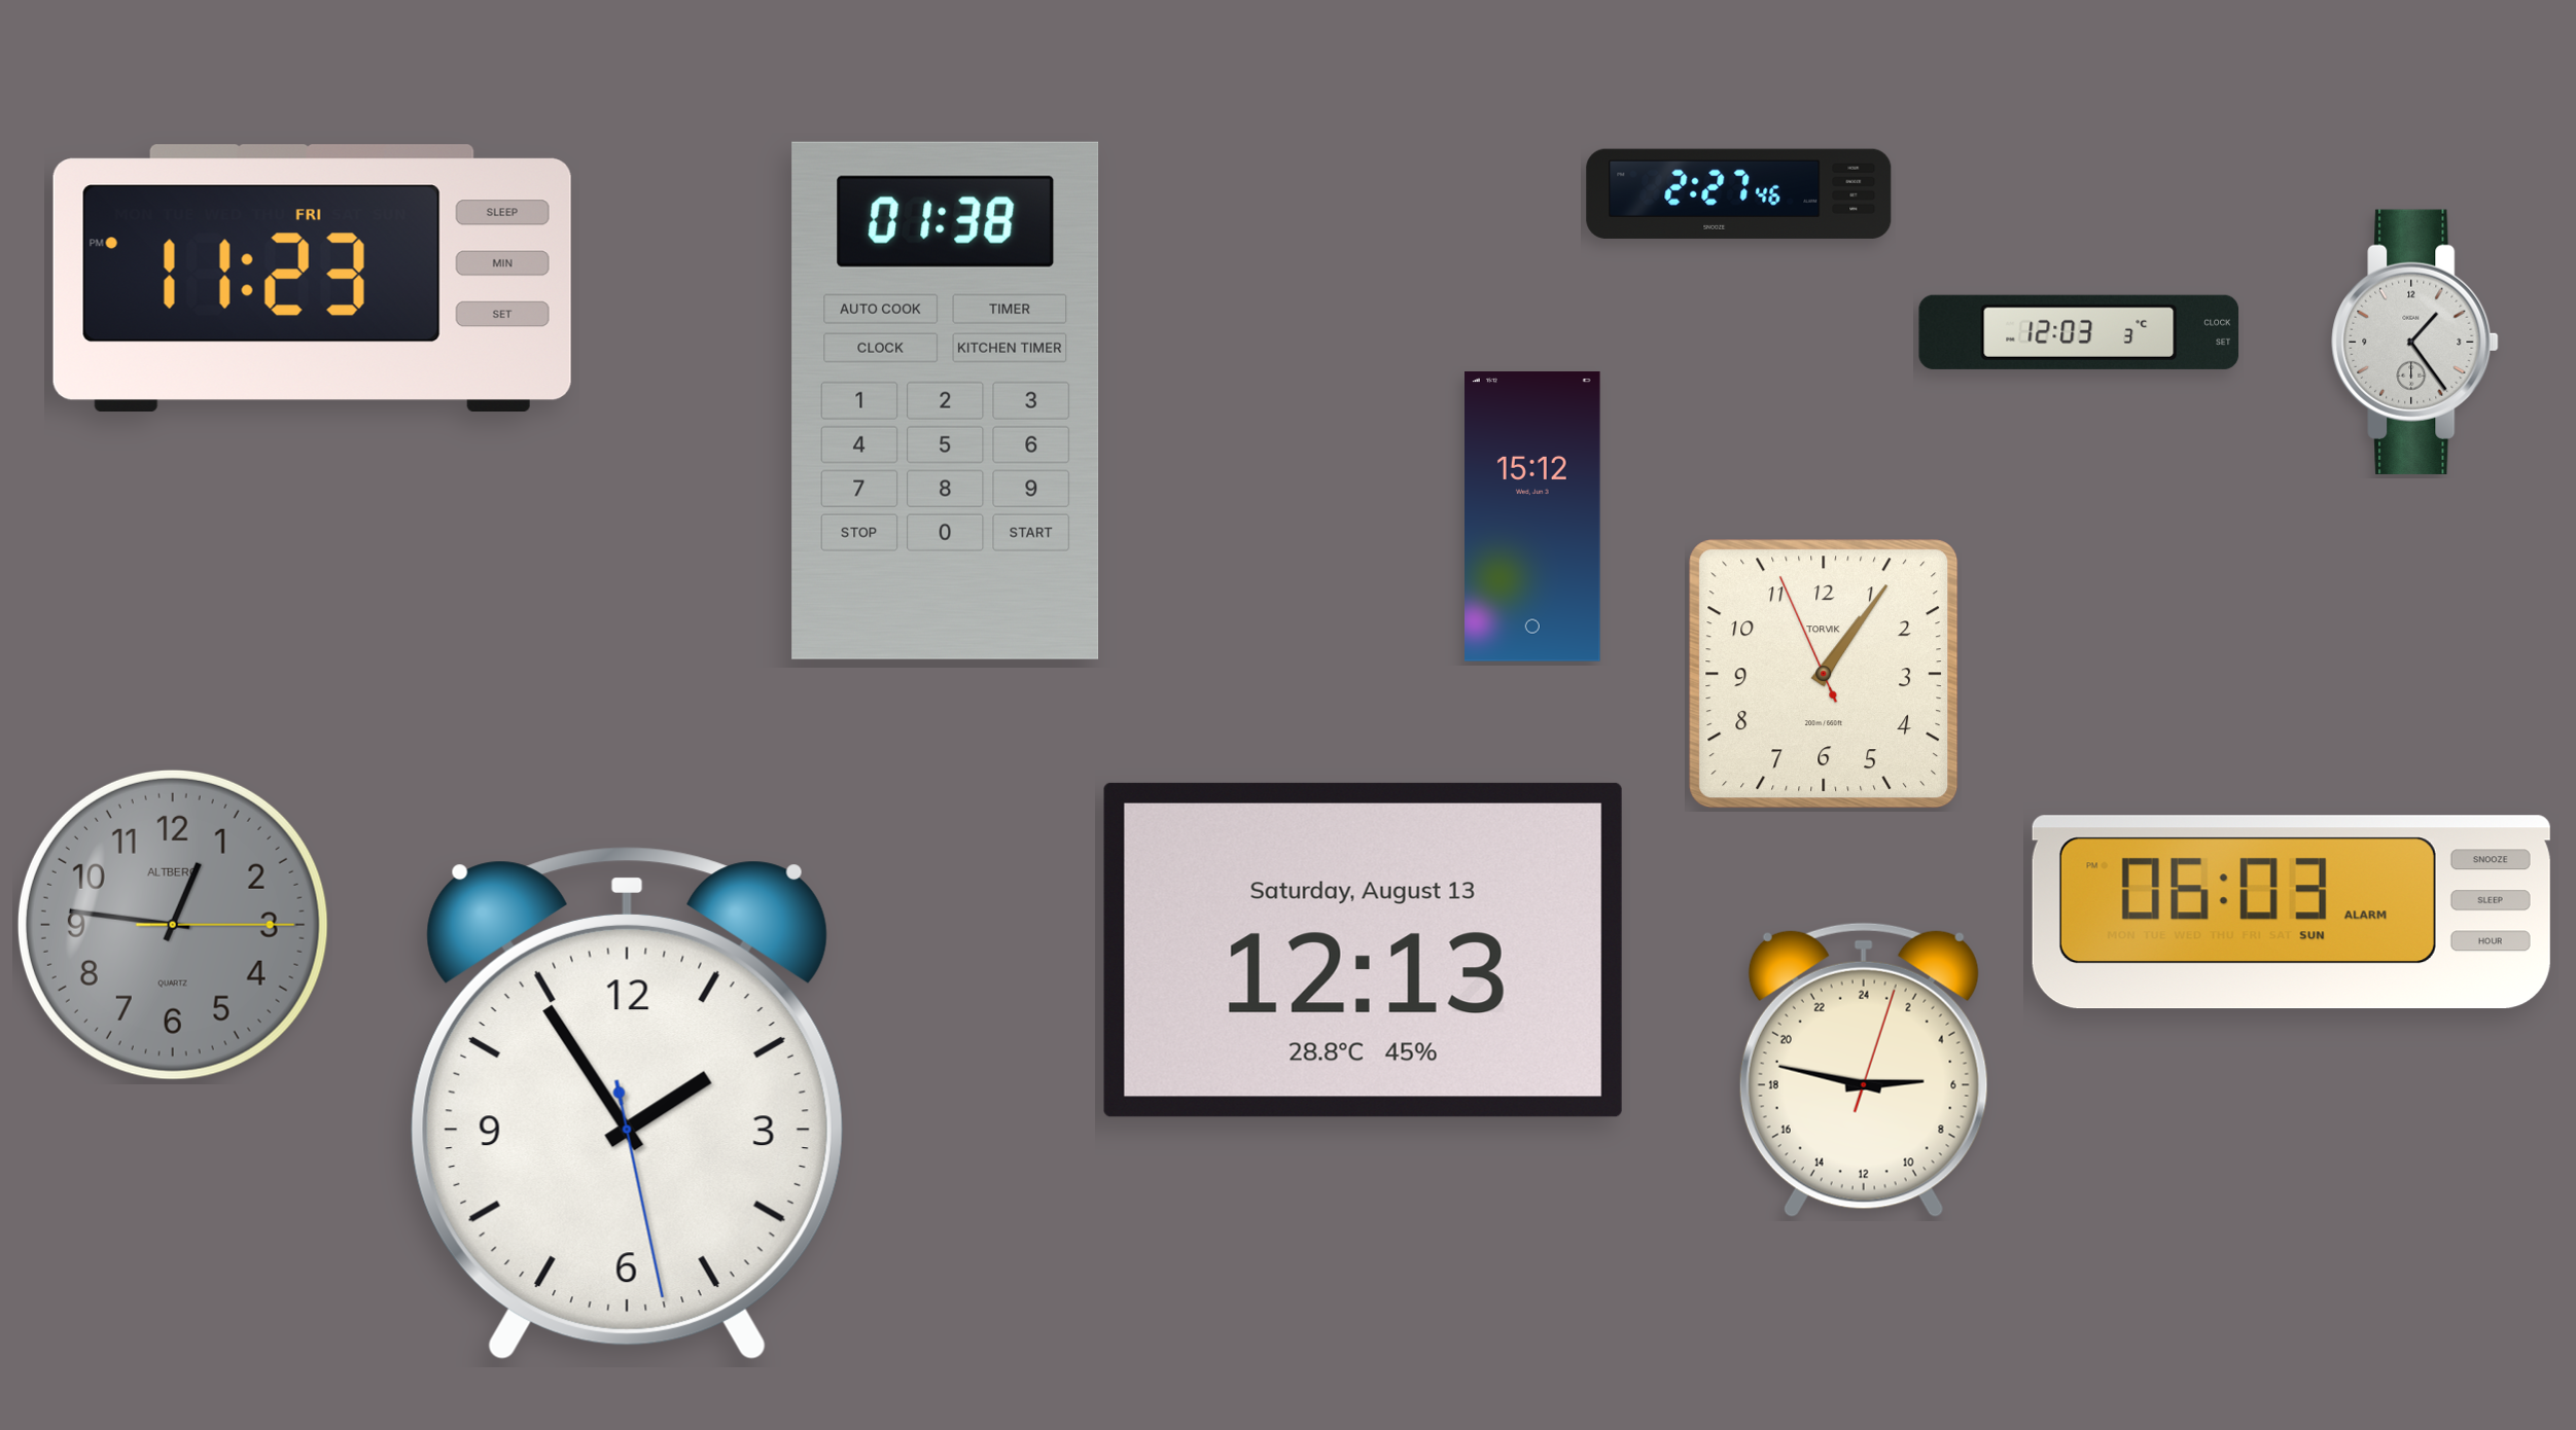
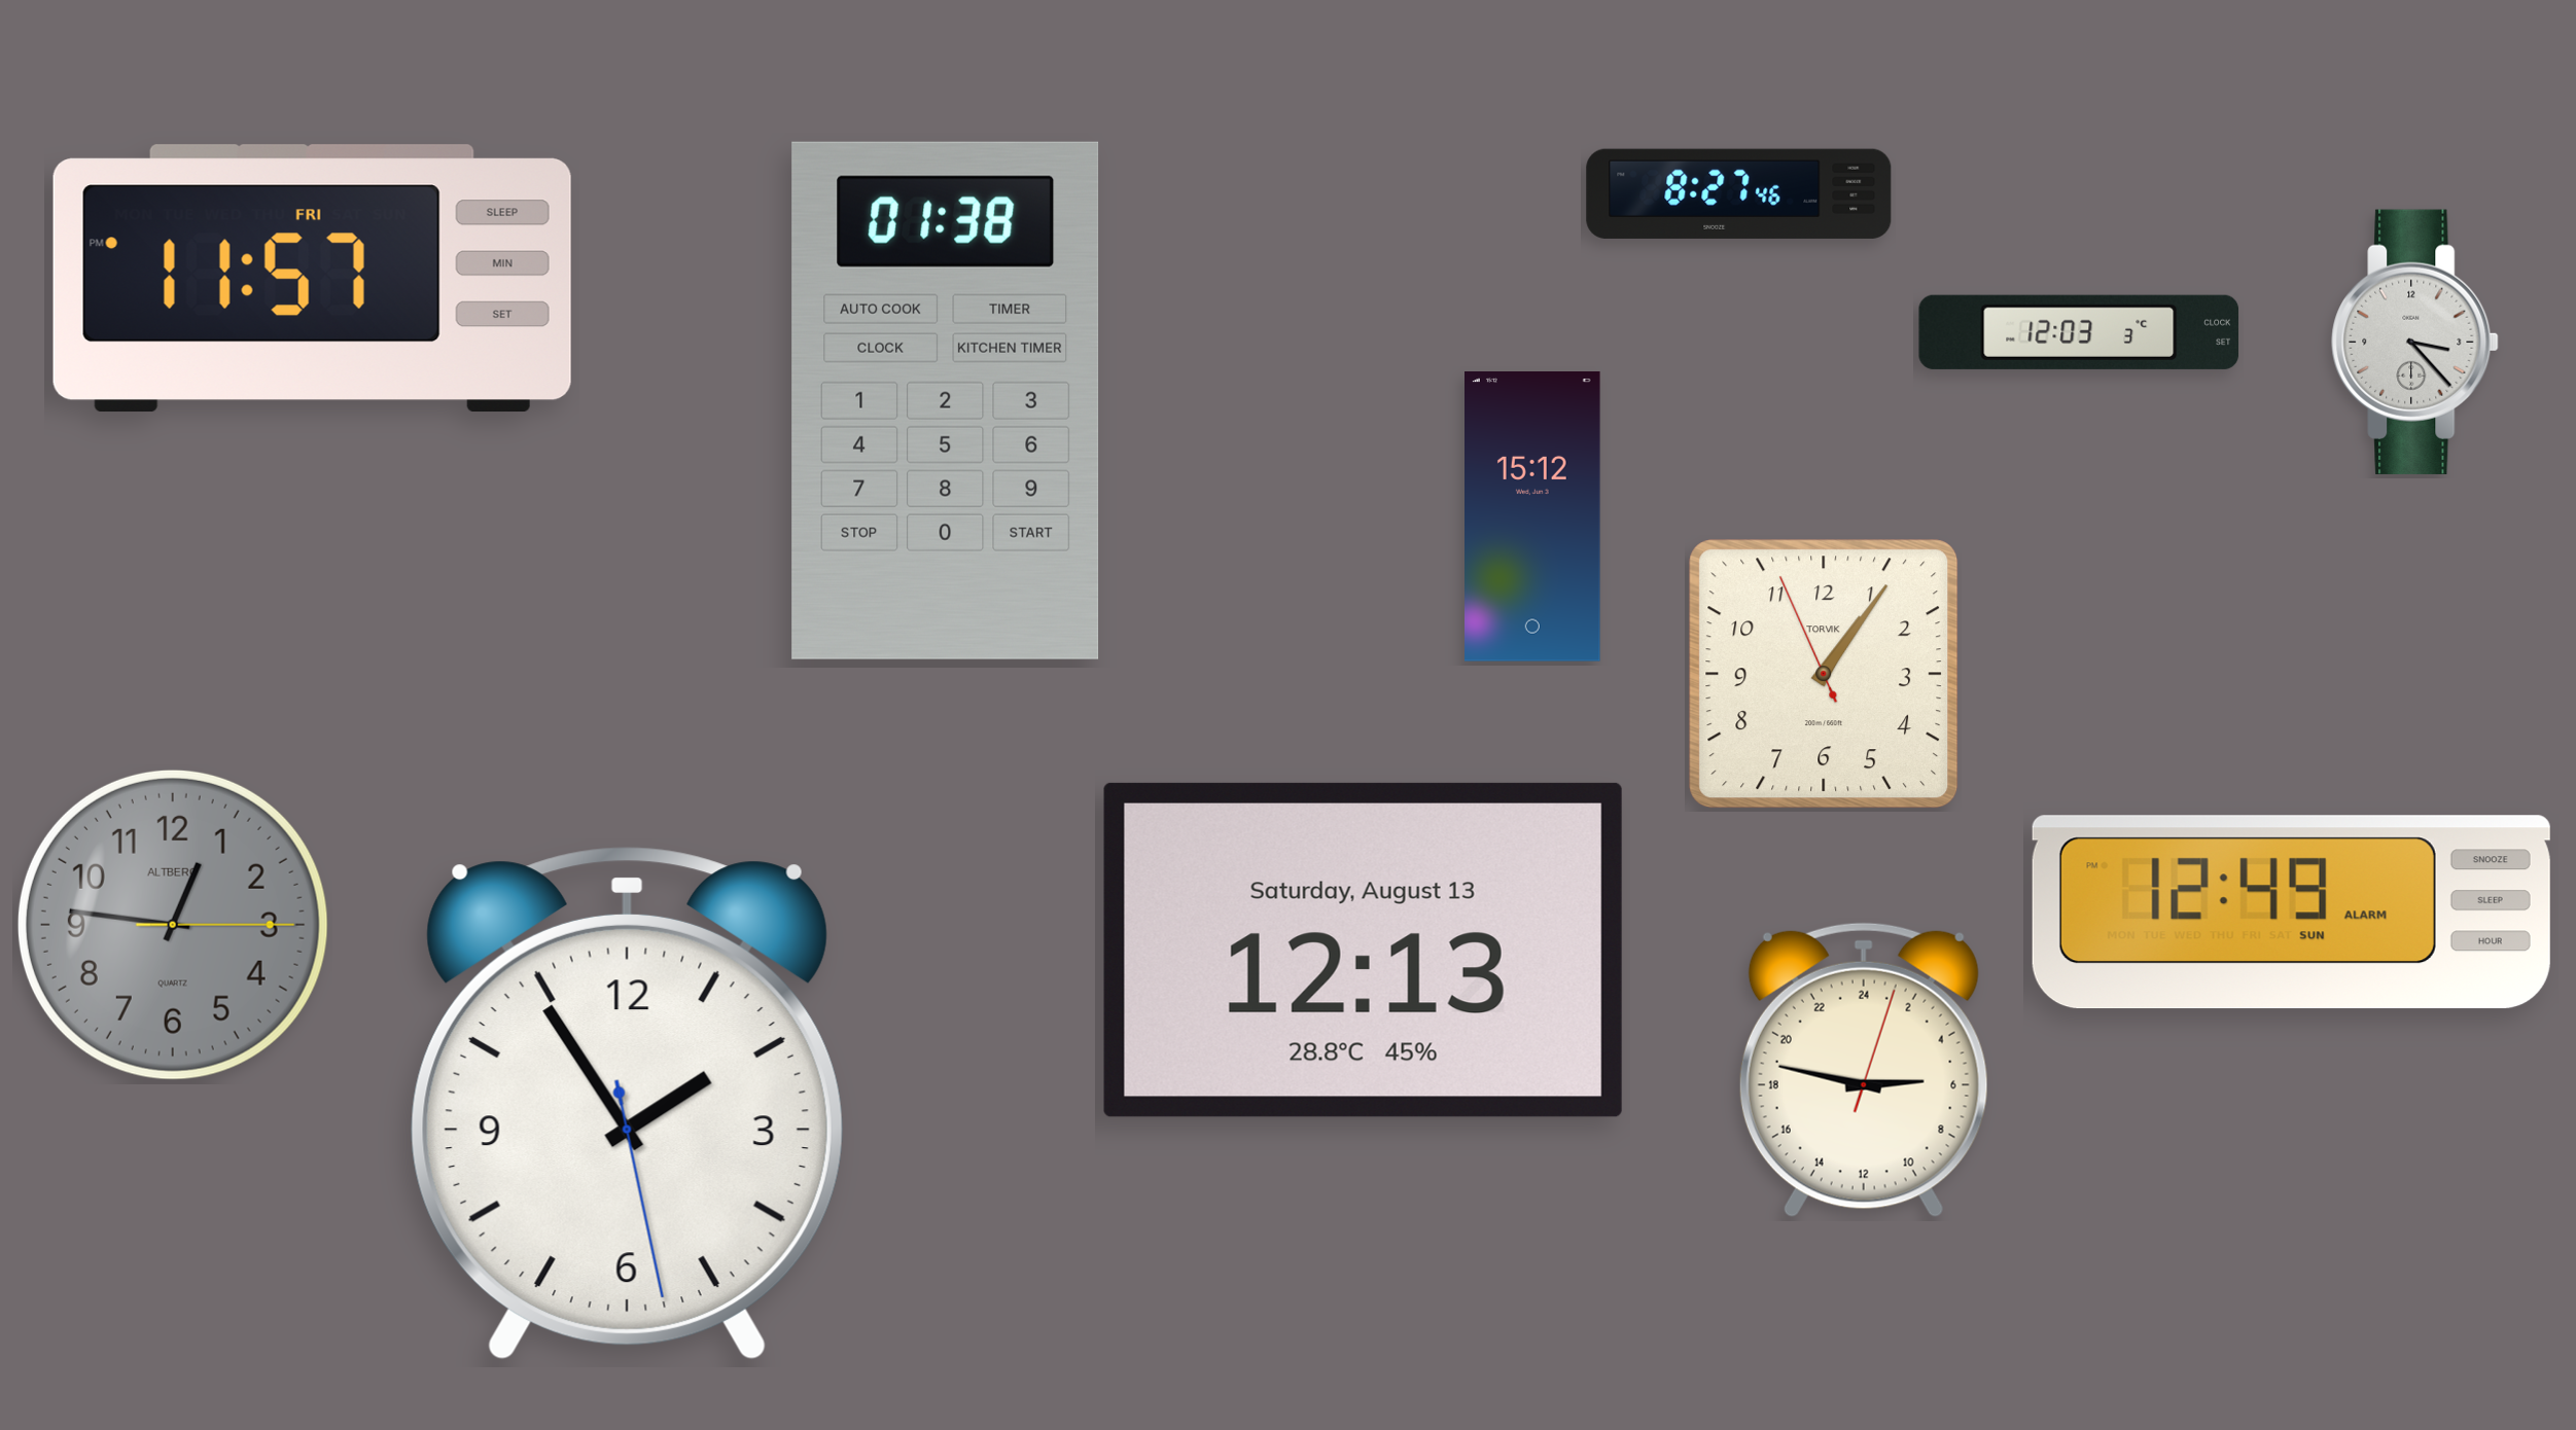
clock at (1739, 193): 2:27 -> 8:27
clock at (312, 279): 11:23 -> 11:57
clock at (2415, 342): 1:24 -> 3:23
clock at (2291, 913): 06:03 -> 12:49
